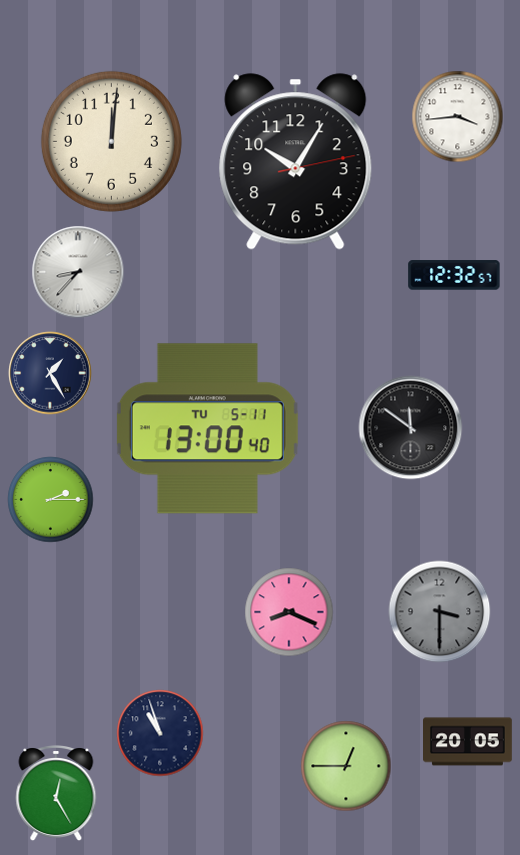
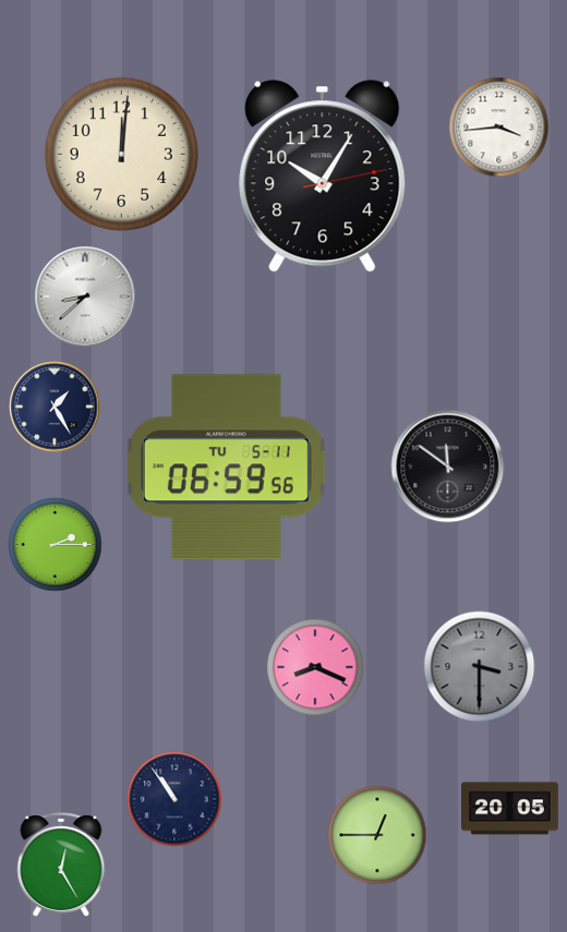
clock at (78, 272): 8:37 -> 8:38
clock at (454, 275): 12:32 -> none
clock at (207, 429): 13:00 -> 06:59
clock at (160, 733): 10:57 -> 10:54
